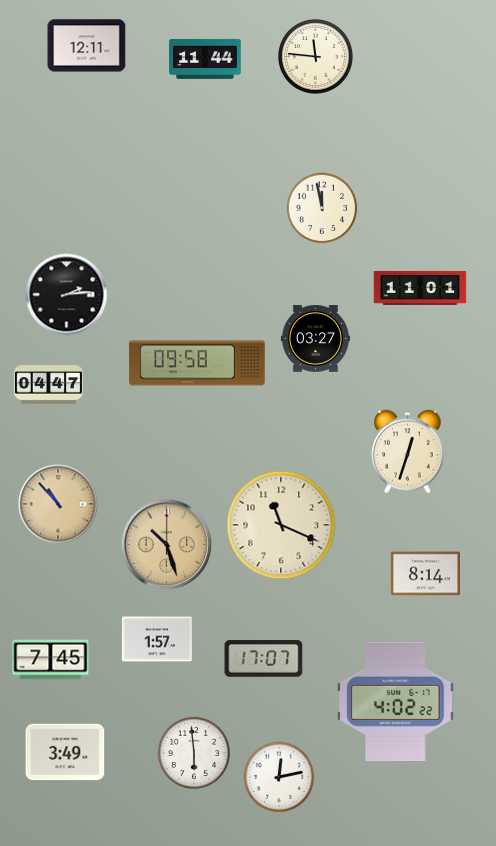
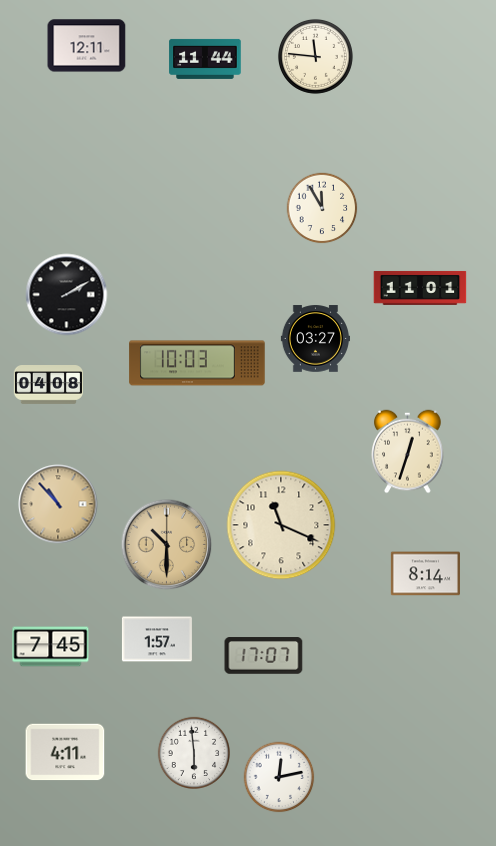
clock at (322, 208): 11:58 -> 11:55
clock at (67, 295): 2:14 -> 2:10
clock at (197, 363): 09:58 -> 10:03
clock at (48, 385): 04:47 -> 04:08
clock at (167, 545): 10:27 -> 10:30
clock at (264, 659) position: (264, 659) -> (264, 656)
clock at (51, 660) position: (51, 660) -> (51, 647)
clock at (396, 701): 4:02 -> none
clock at (65, 752): 3:49 -> 4:11
